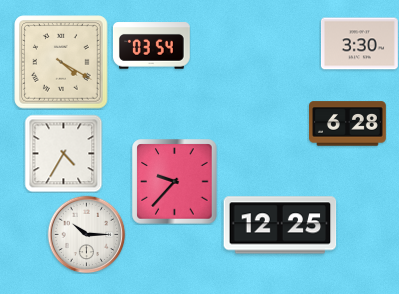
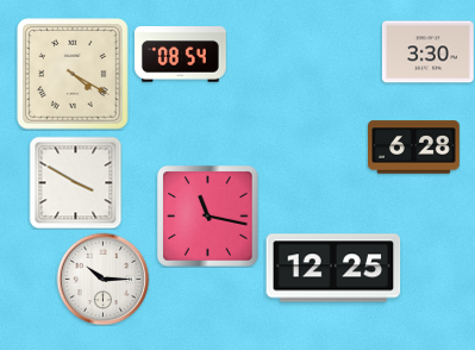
clock at (151, 46): 03:54 -> 08:54
clock at (63, 153): 4:35 -> 3:50
clock at (175, 182): 9:37 -> 11:17
